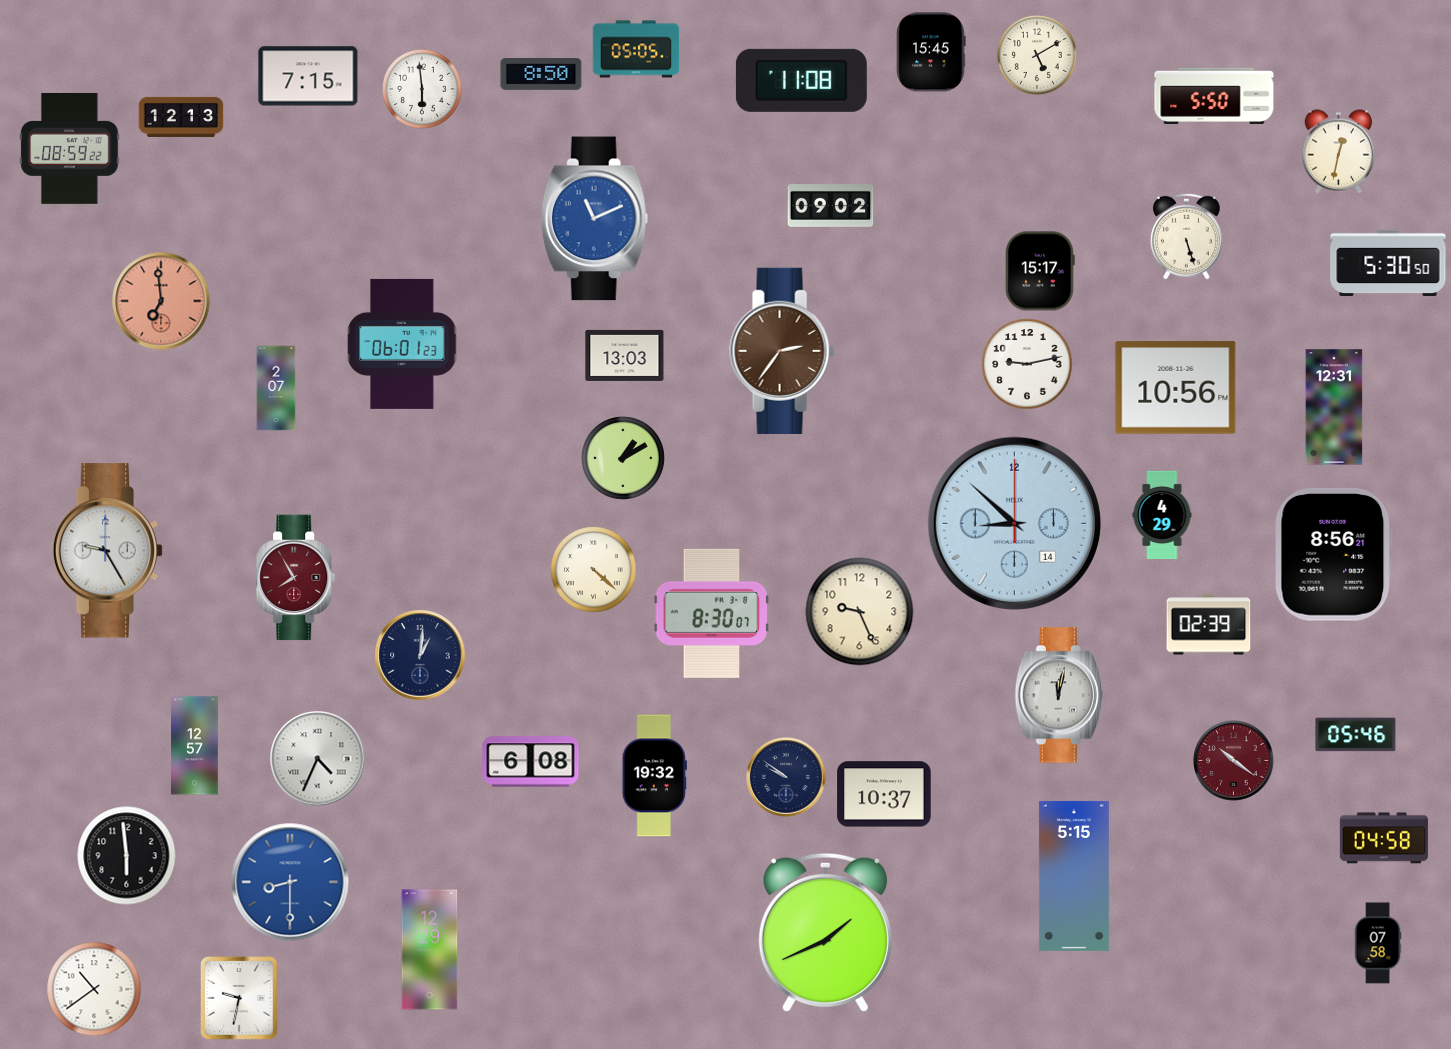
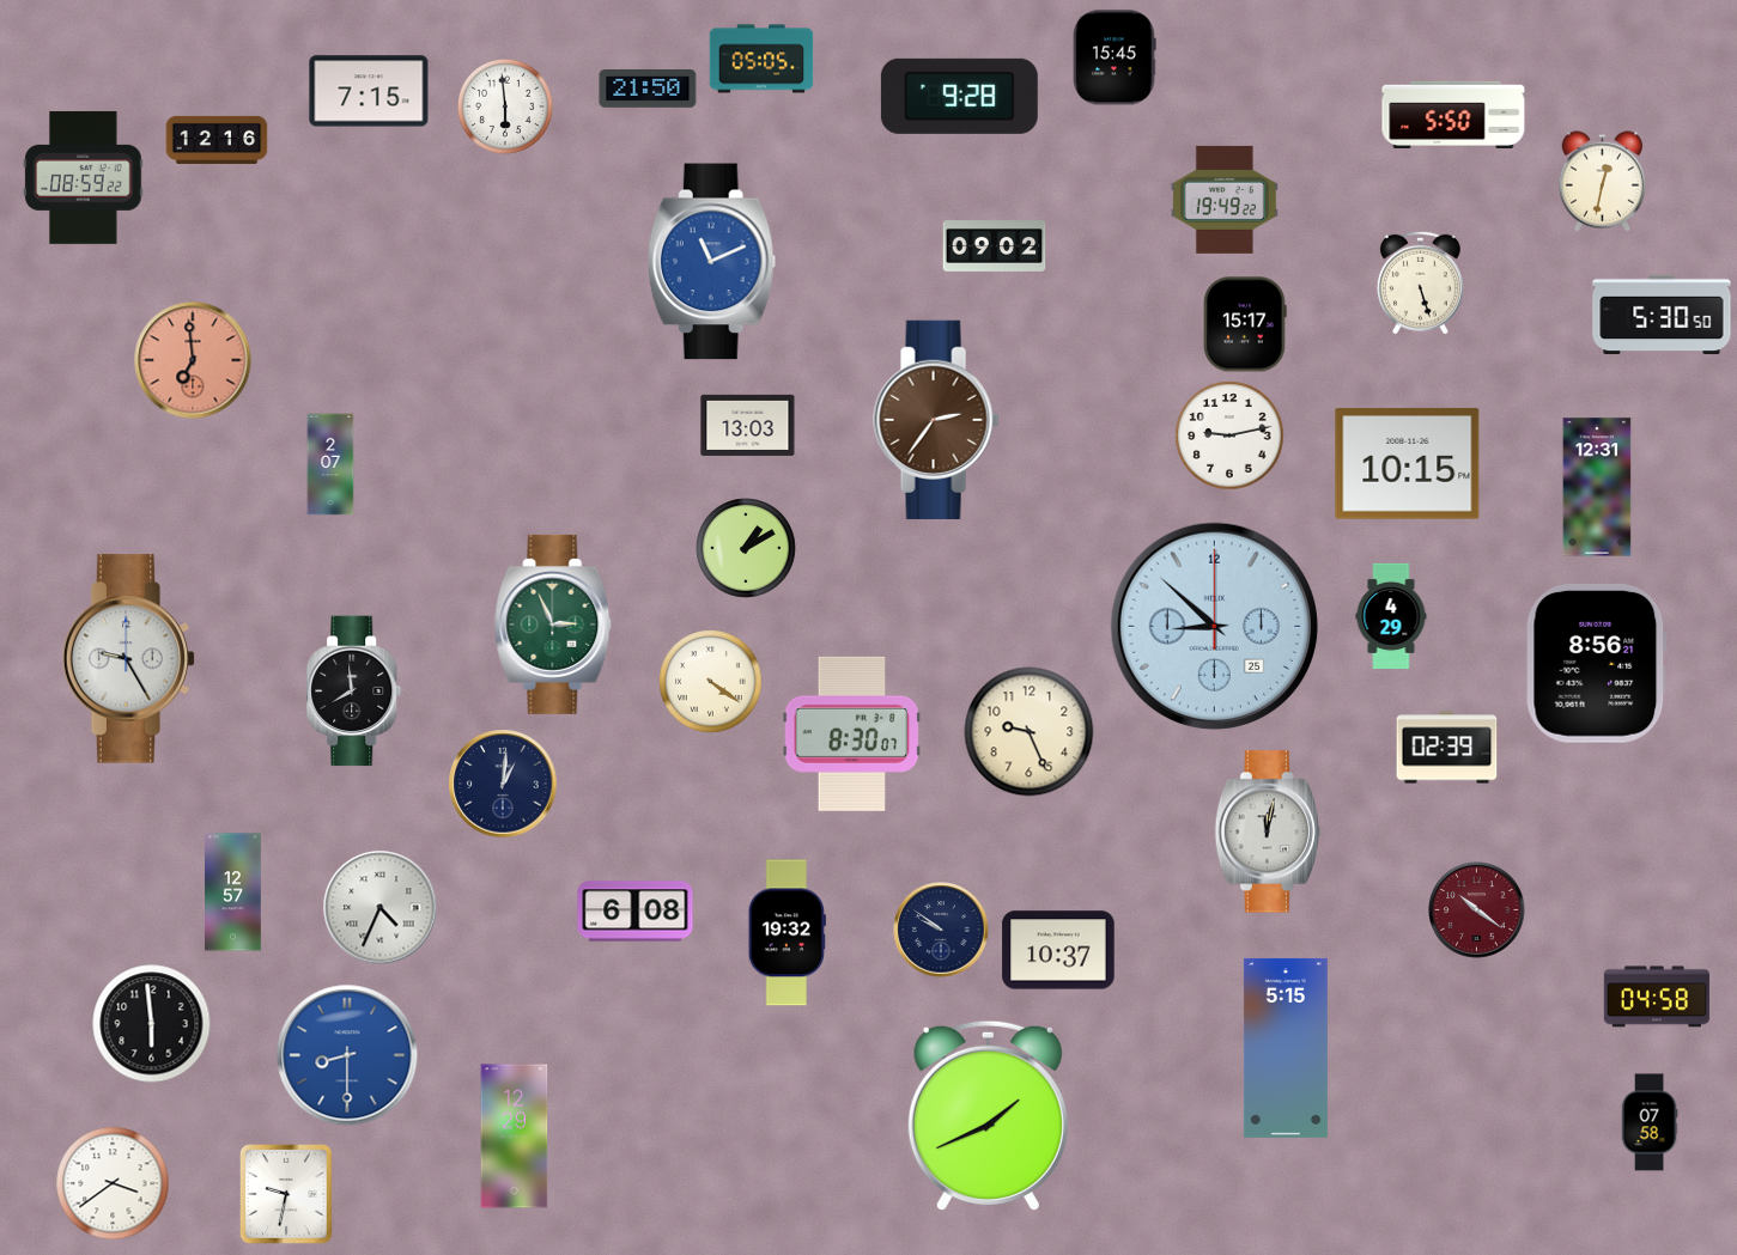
clock at (931, 52) position: (931, 52) -> (1115, 57)
clock at (1037, 55): 5:10 -> none
clock at (541, 75): 8:50 -> 21:50
clock at (801, 80): 11:08 -> 9:28
clock at (181, 117): 12:13 -> 12:16
clock at (1225, 200): none -> 19:49
clock at (403, 344): 06:01 -> none
clock at (1176, 388): 10:56 -> 10:15
clock at (553, 625): none -> 2:56
clock at (1014, 523) date: 14 -> 25
clock at (594, 570): 4:22 -> 4:21
clock at (296, 578): 7:55 -> 7:59
clock at (296, 578) dial: burgundy -> black
clock at (1356, 735): 05:46 -> none
clock at (654, 776) position: (654, 776) -> (786, 933)
clock at (1384, 838) position: (1384, 838) -> (1657, 997)
clock at (1378, 943) position: (1378, 943) -> (1650, 1122)
clock at (94, 989): 10:39 -> 3:39
